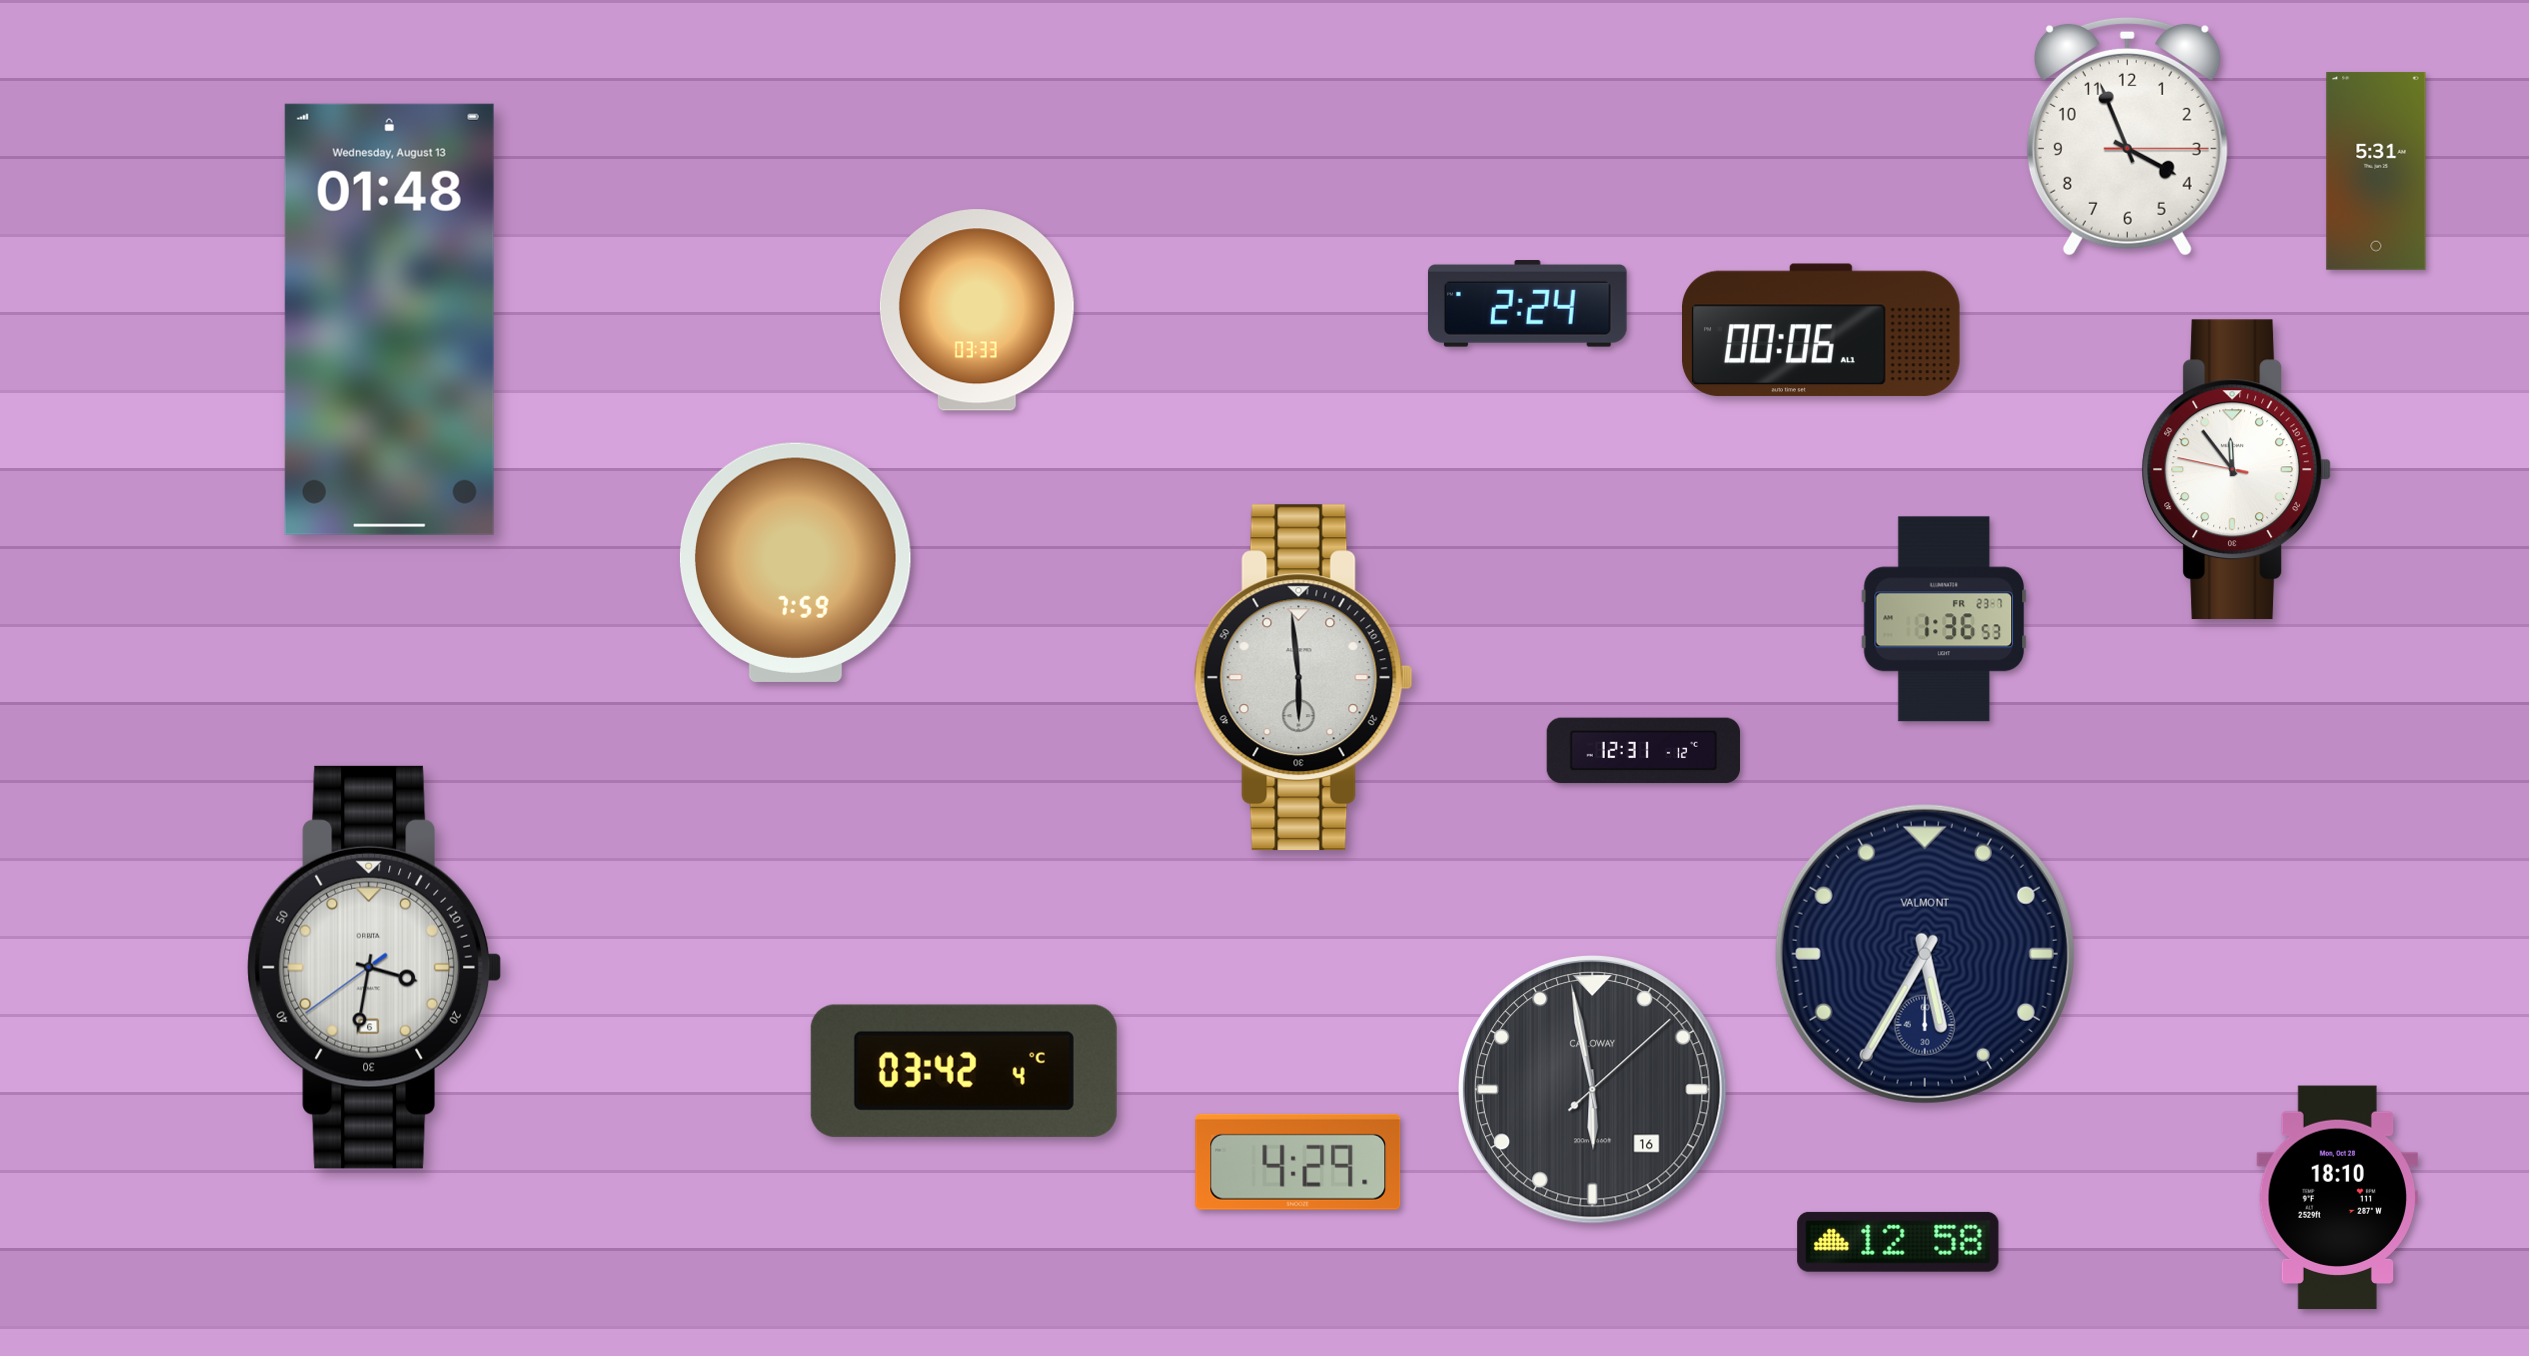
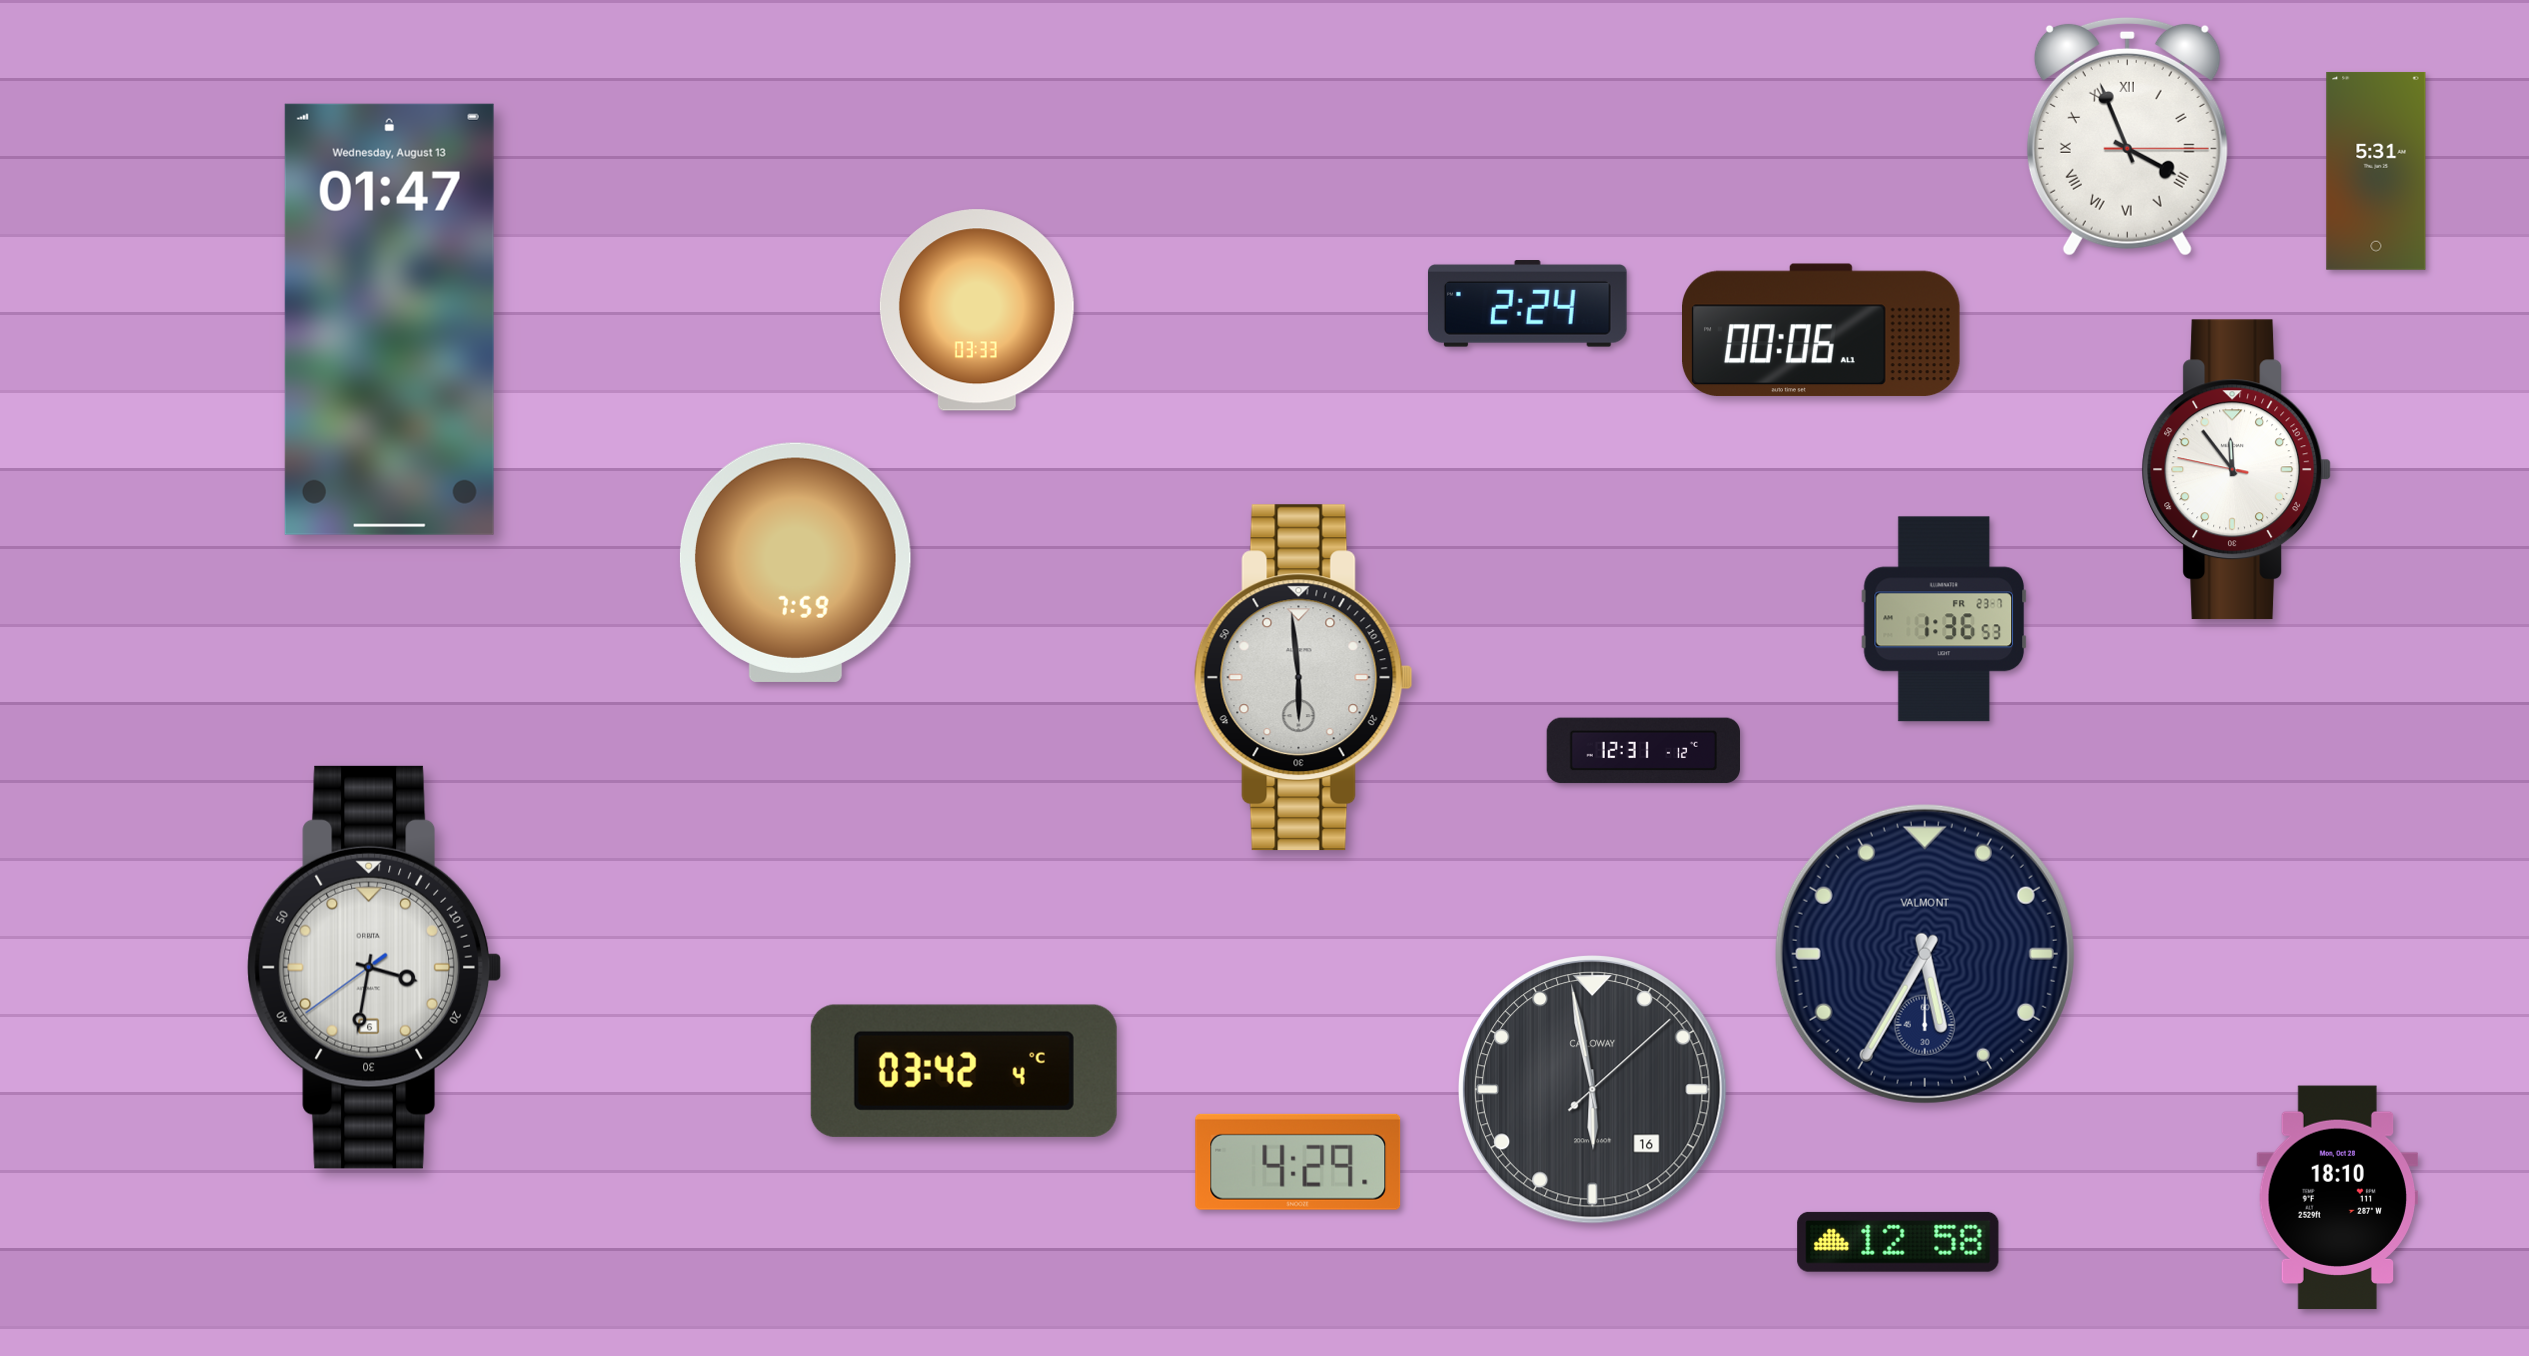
clock at (2127, 136) numerals: Arabic -> Roman
clock at (389, 319): 01:48 -> 01:47
